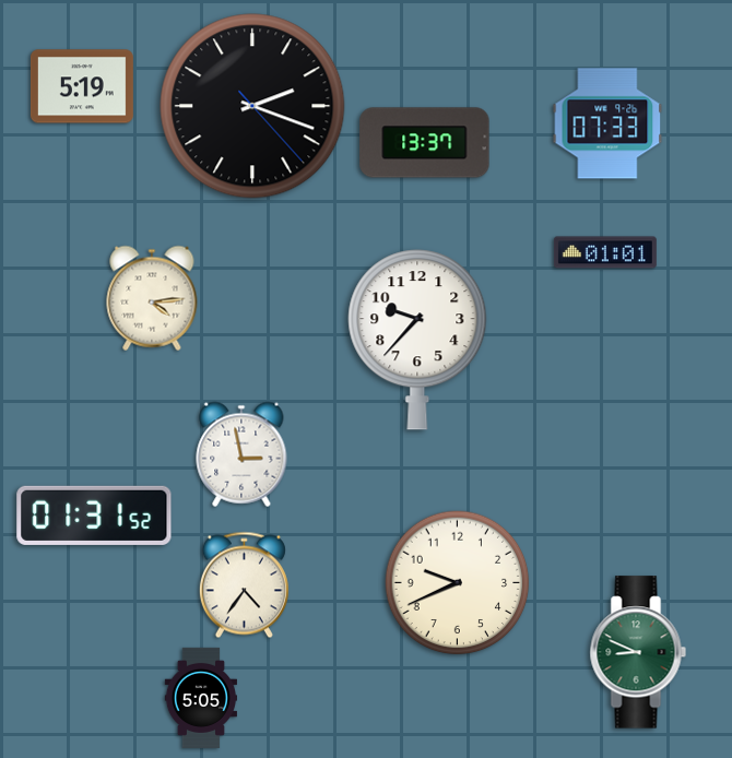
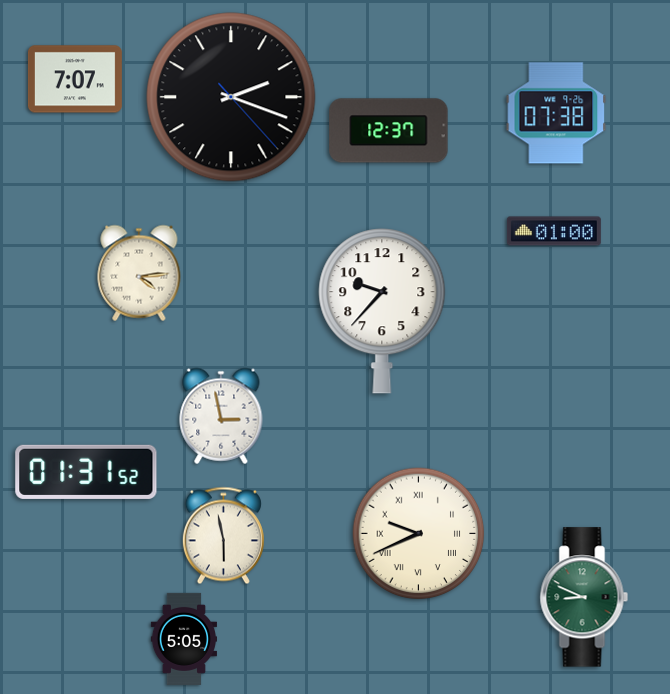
clock at (82, 86): 5:19 -> 7:07
clock at (607, 123): 07:33 -> 07:38
clock at (425, 143): 13:37 -> 12:37
clock at (605, 252): 01:01 -> 01:00
clock at (458, 583) numerals: Arabic -> Roman
clock at (244, 585): 4:36 -> 5:58
